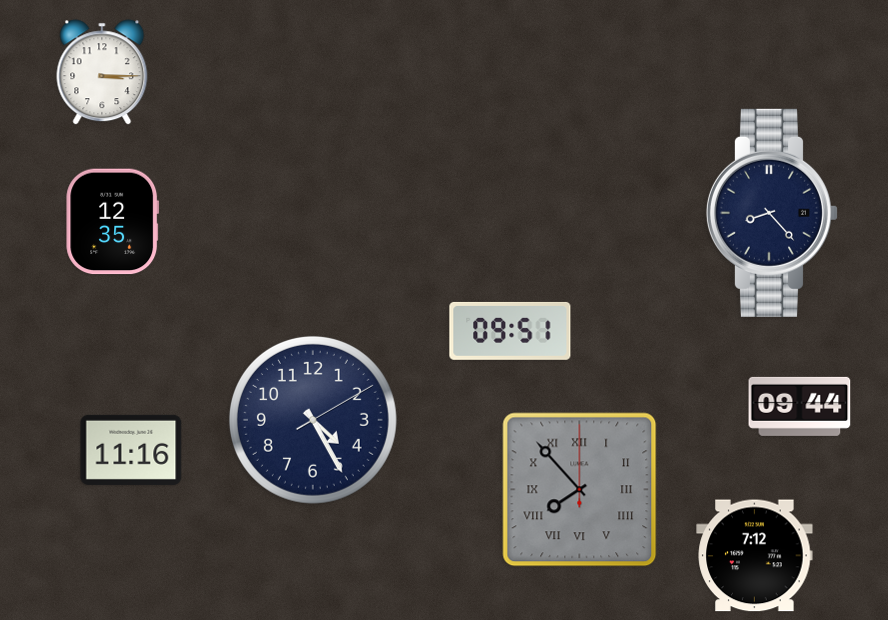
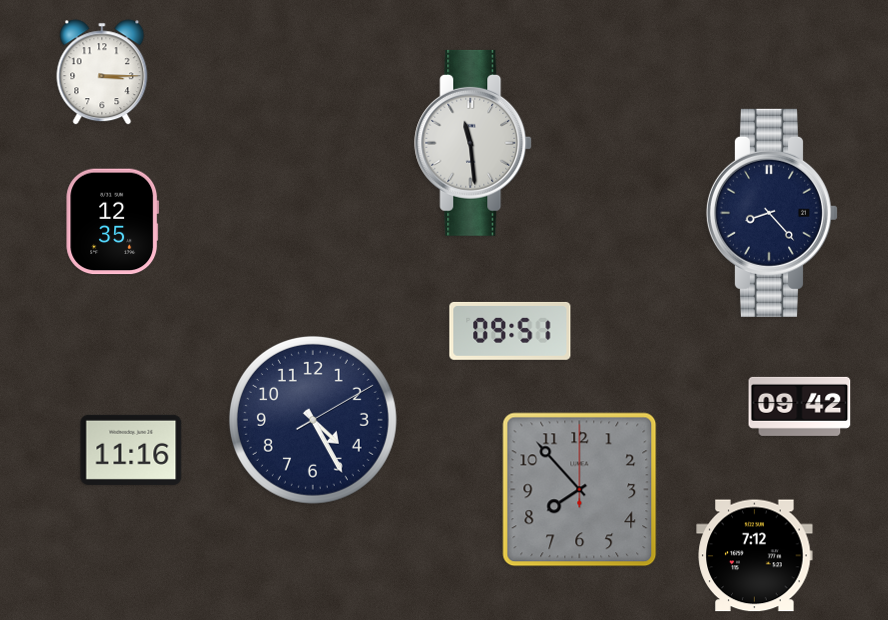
clock at (474, 143): none -> 11:29
clock at (800, 406): 09:44 -> 09:42
clock at (580, 490) numerals: Roman -> Arabic
